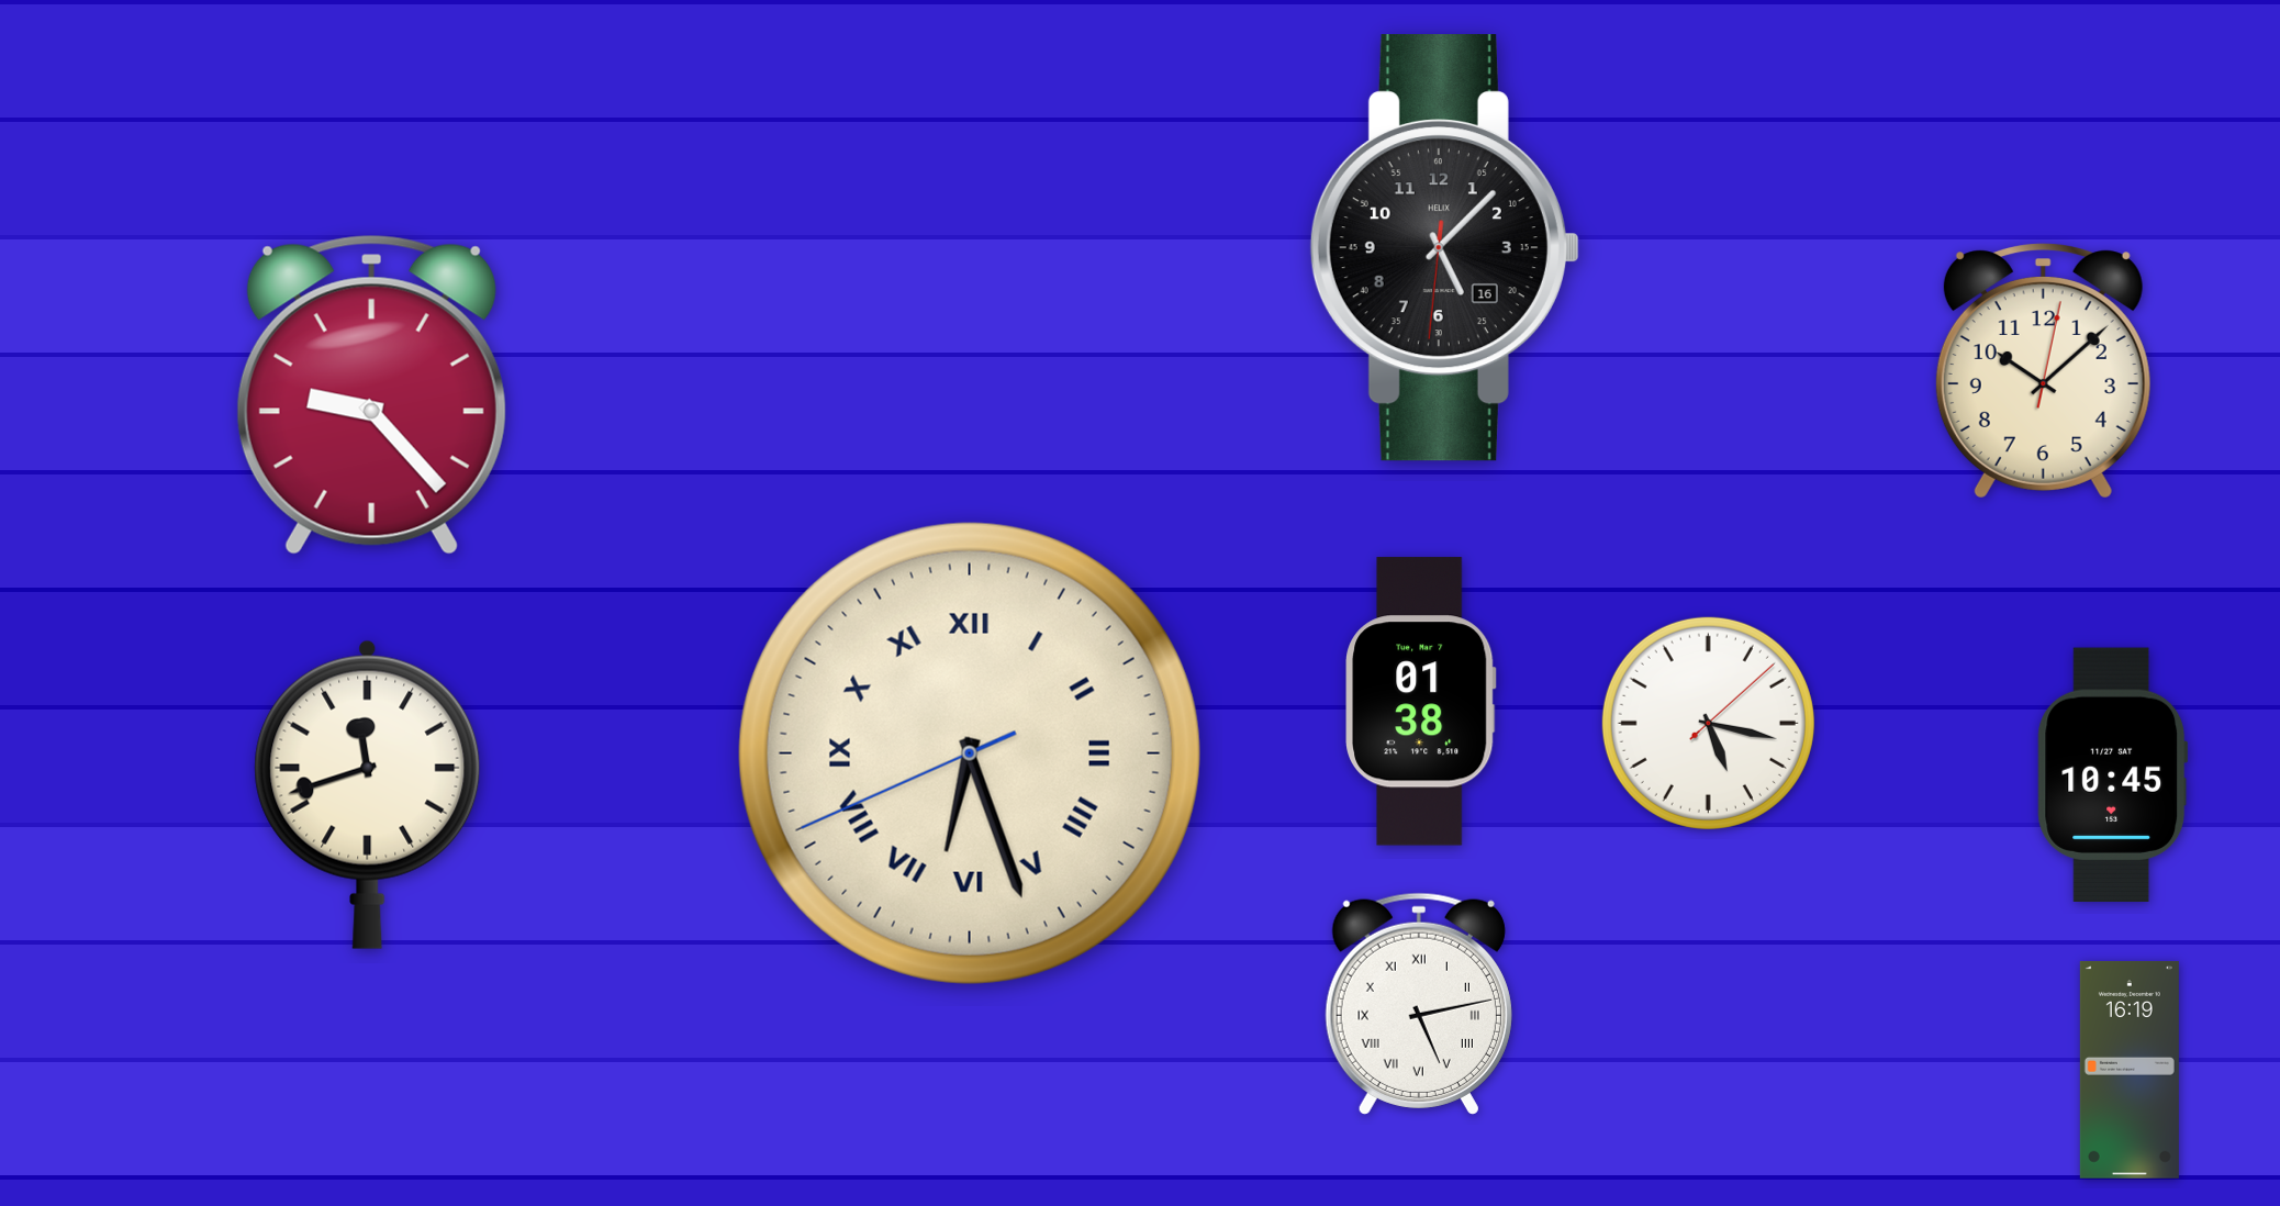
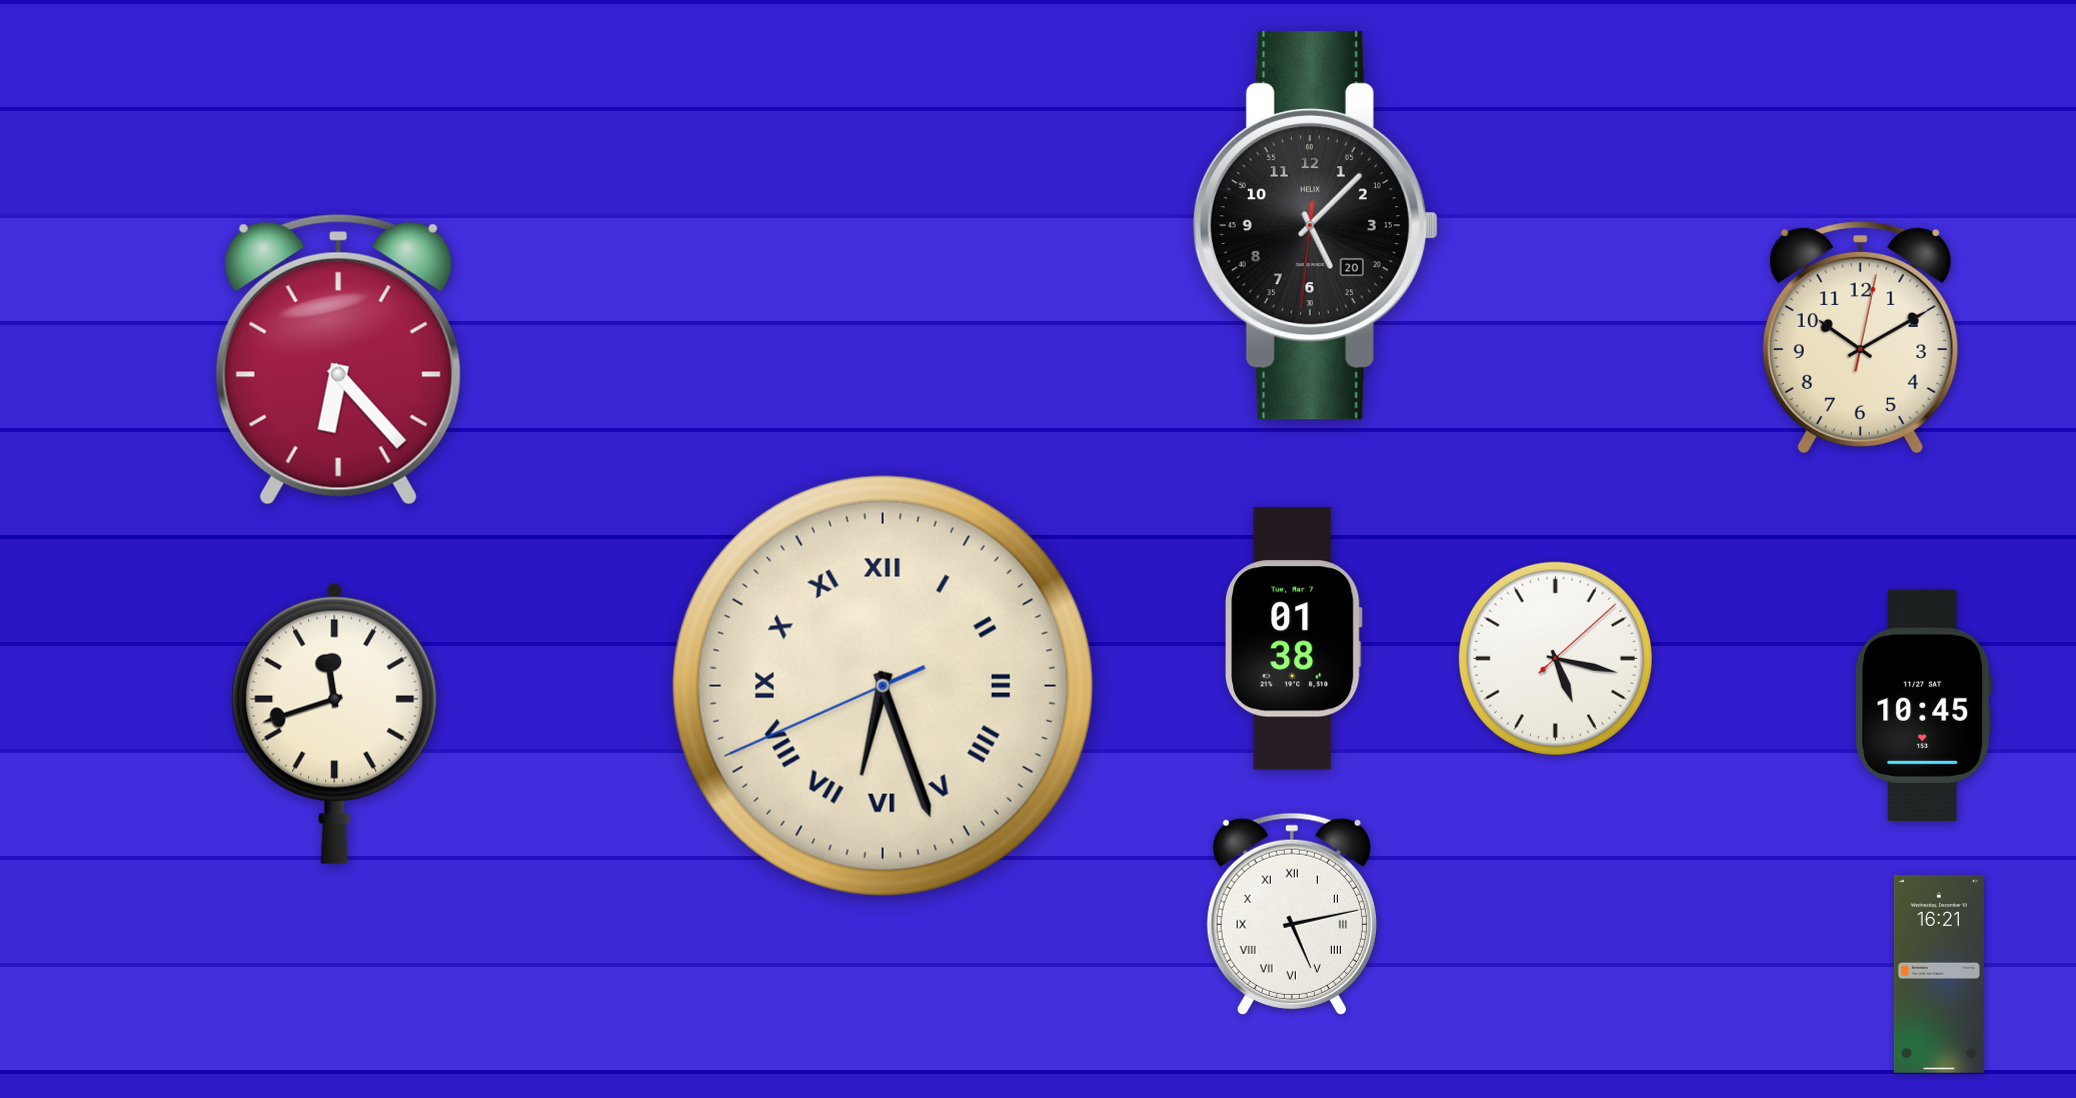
clock at (1444, 248) date: 16 -> 20
clock at (2043, 371): 10:08 -> 10:10
clock at (371, 394): 9:23 -> 6:23
clock at (2130, 1070): 16:19 -> 16:21
